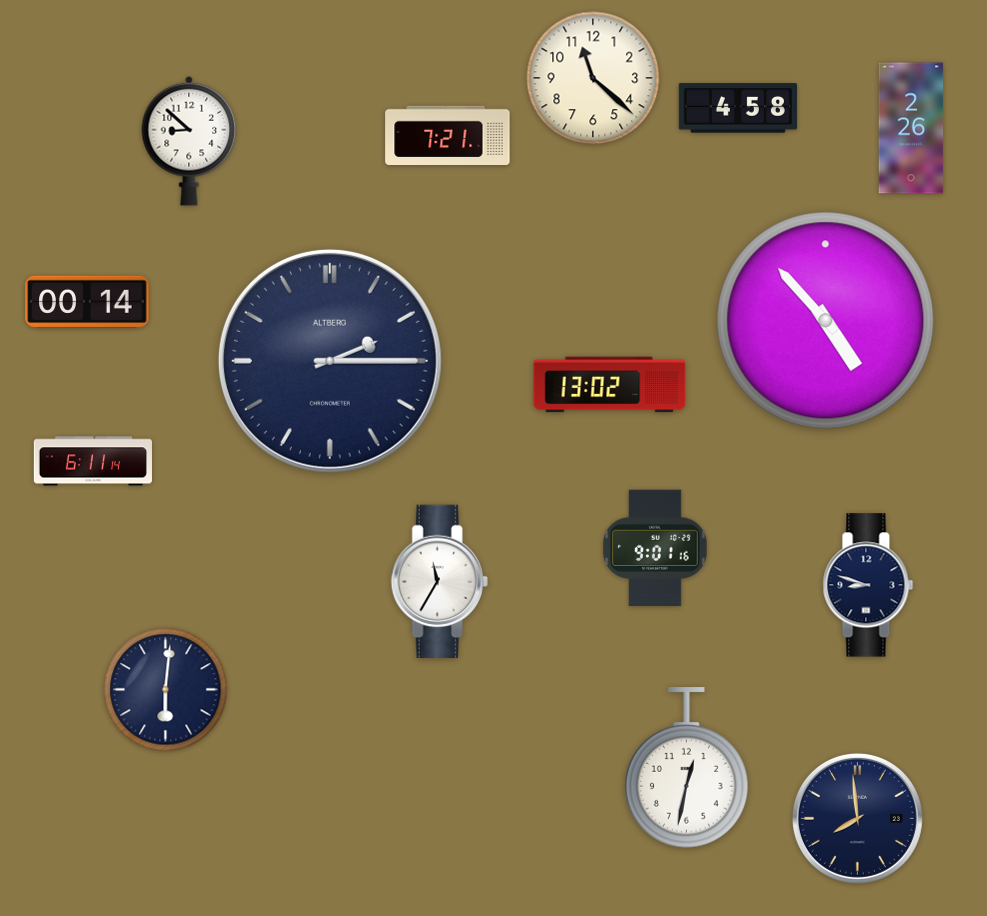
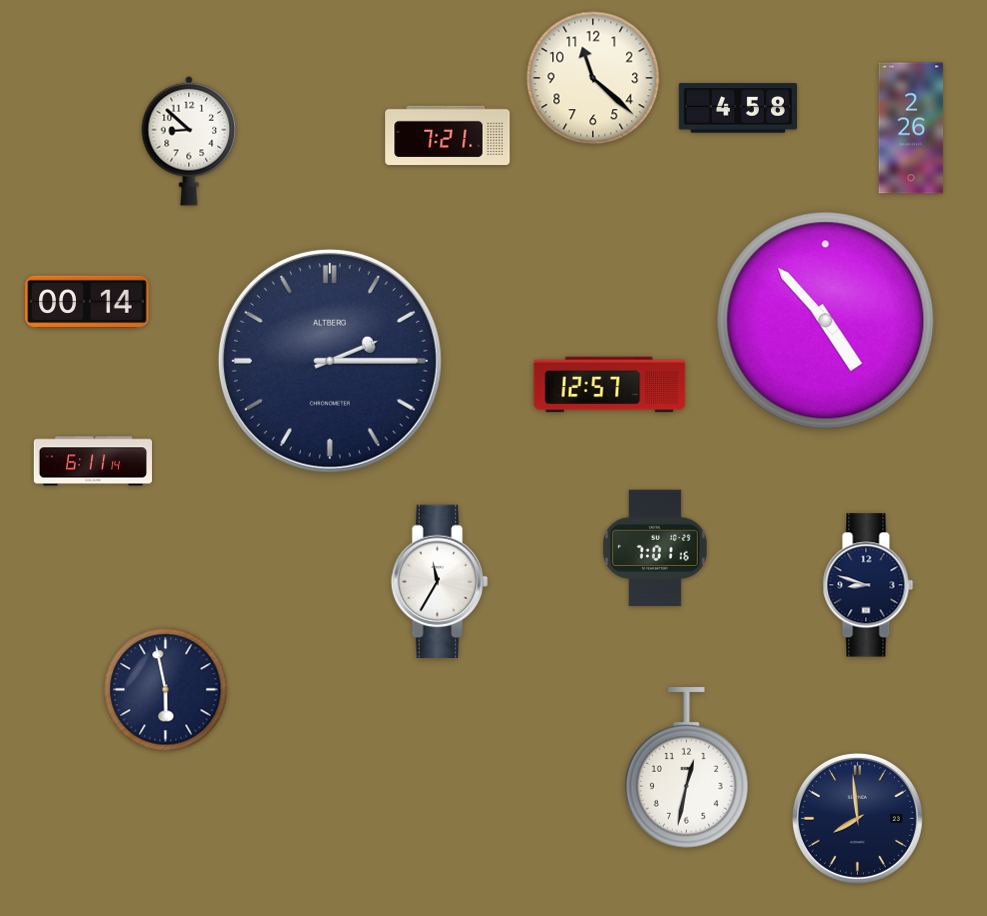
clock at (610, 385): 13:02 -> 12:57
clock at (655, 548): 9:01 -> 7:01
clock at (166, 690): 6:01 -> 5:58
